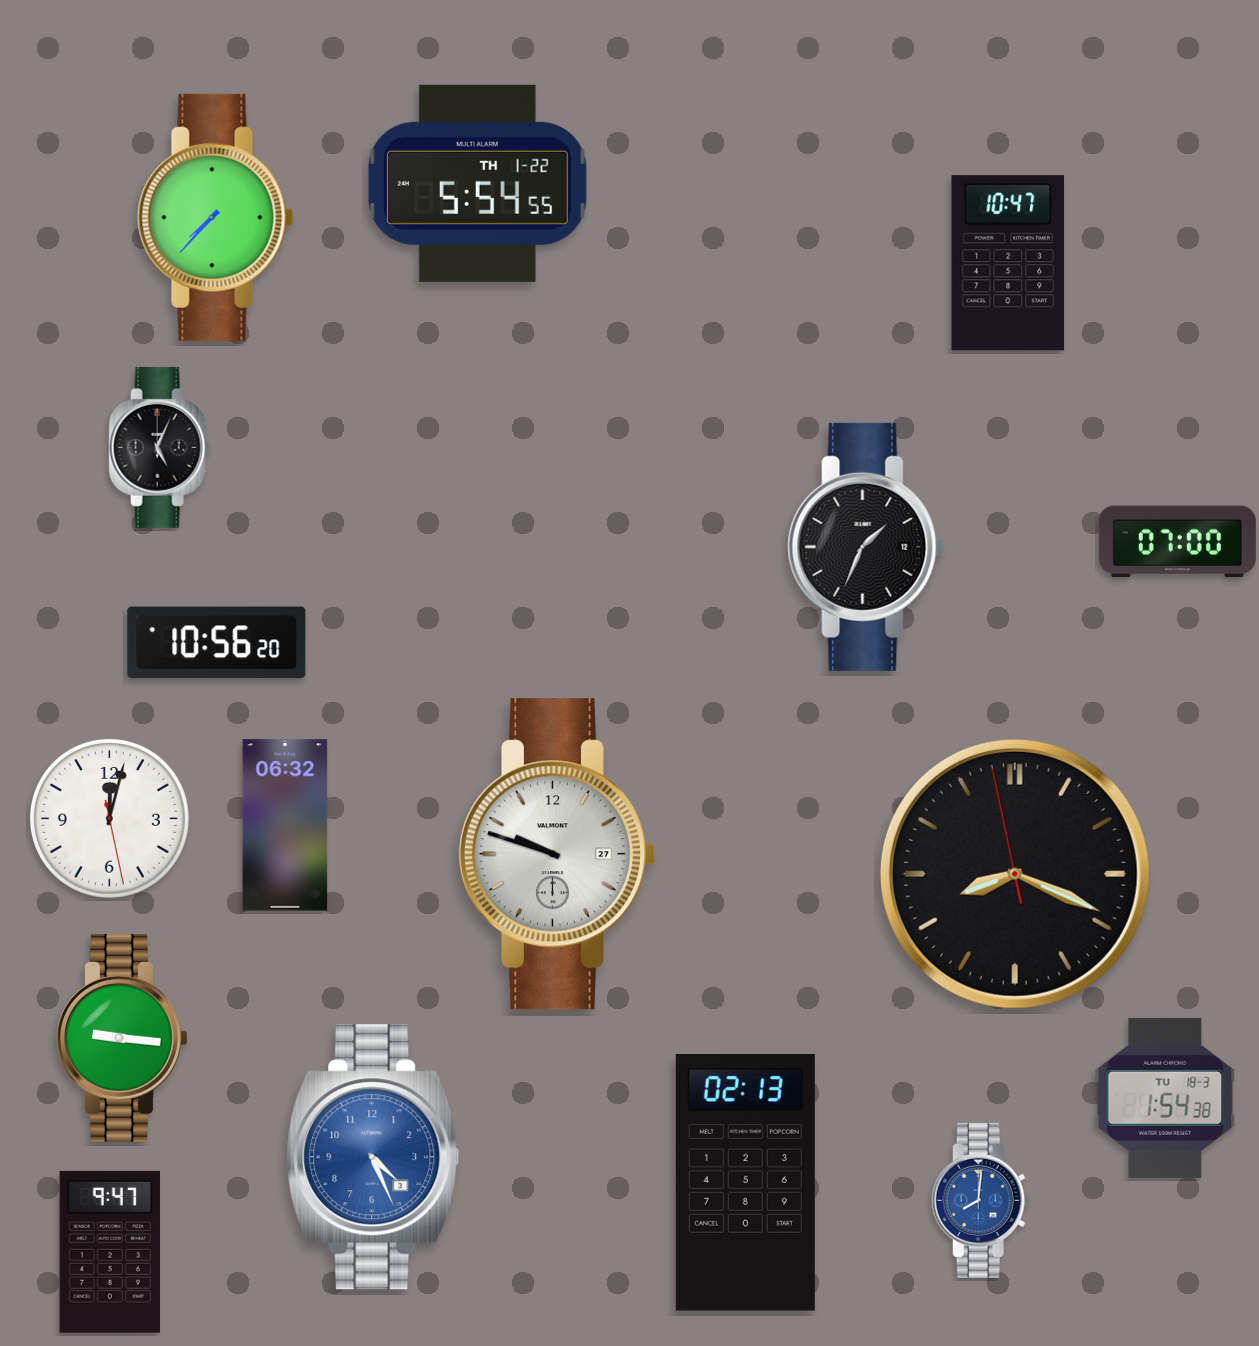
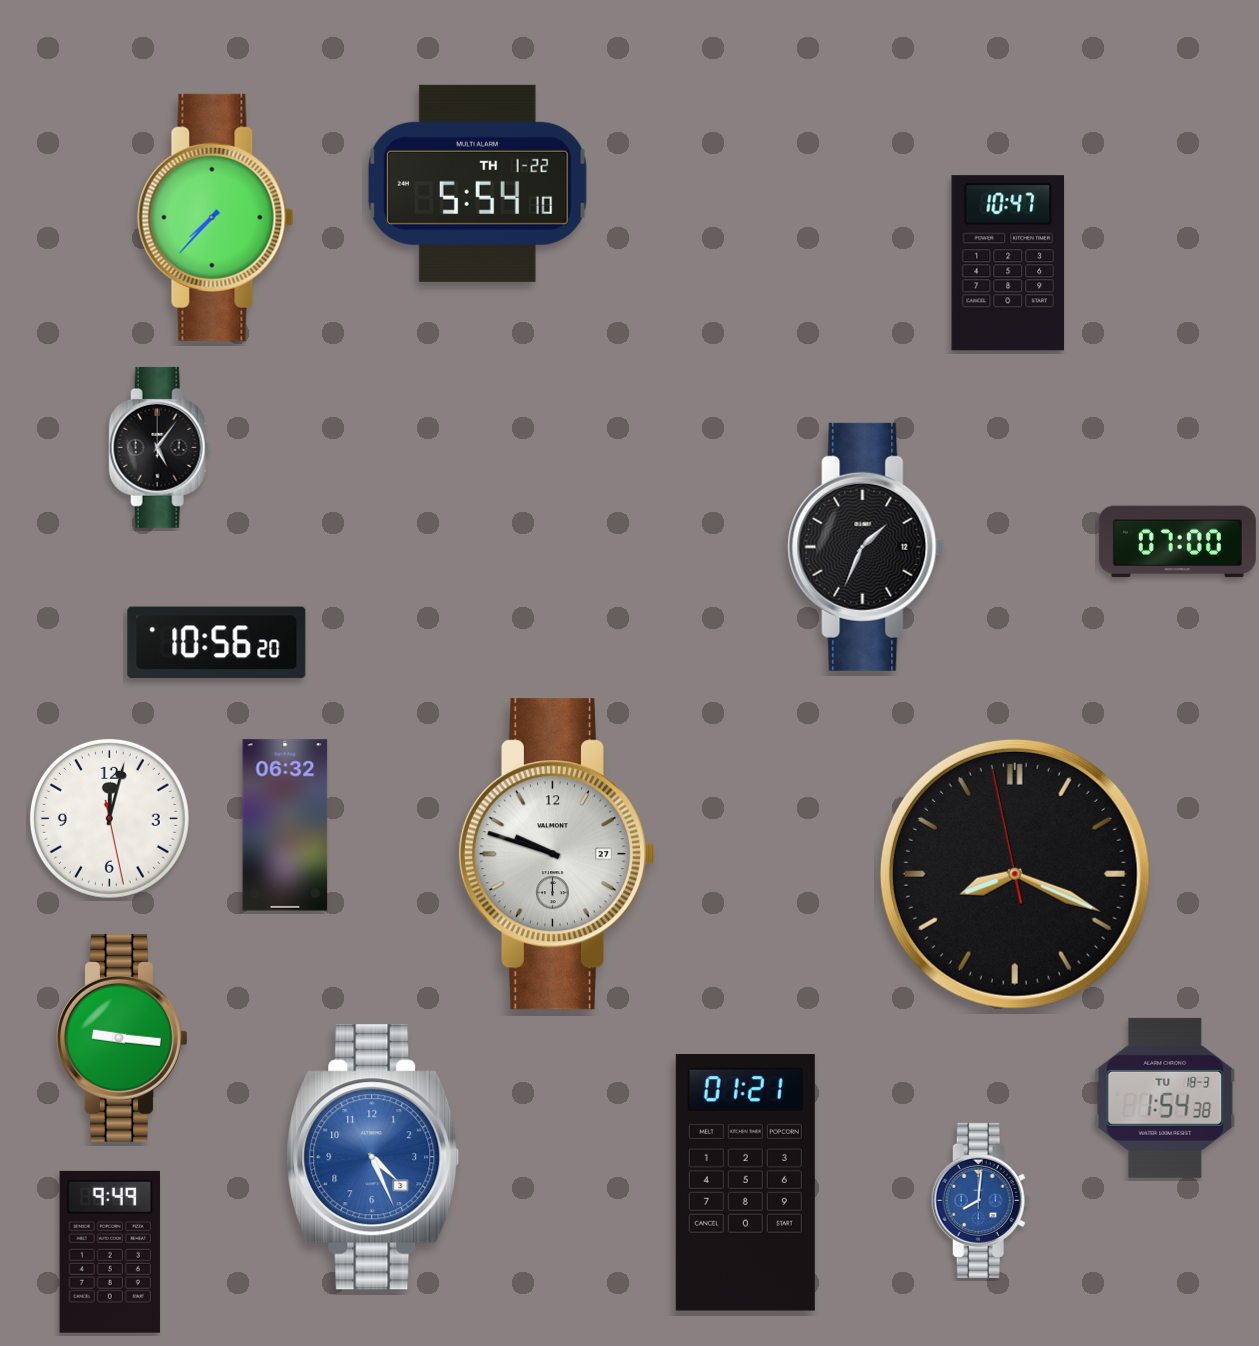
clock at (477, 183): 5:54:55 -> 5:54:10
clock at (160, 447): 5:04 -> 5:06
clock at (745, 1183): 02:13 -> 01:21
clock at (110, 1252): 9:47 -> 9:49
